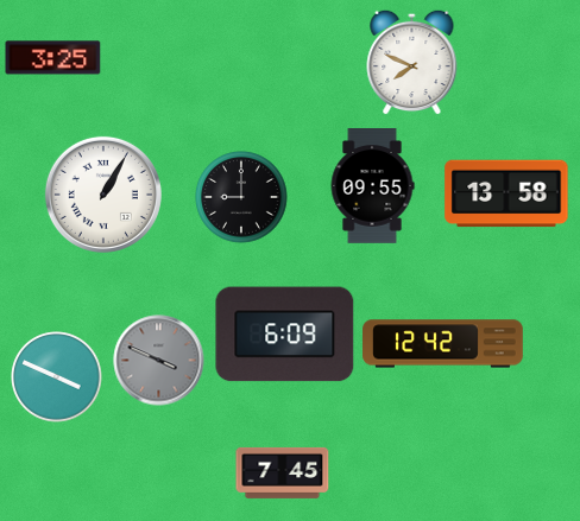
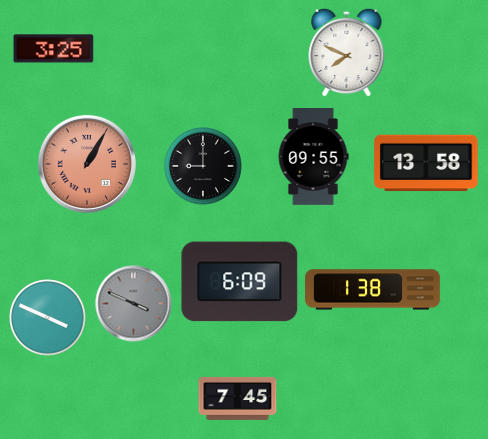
clock at (53, 58) position: (53, 58) -> (54, 49)
clock at (103, 195) dial: white -> salmon
clock at (443, 344): 12:42 -> 1:38
